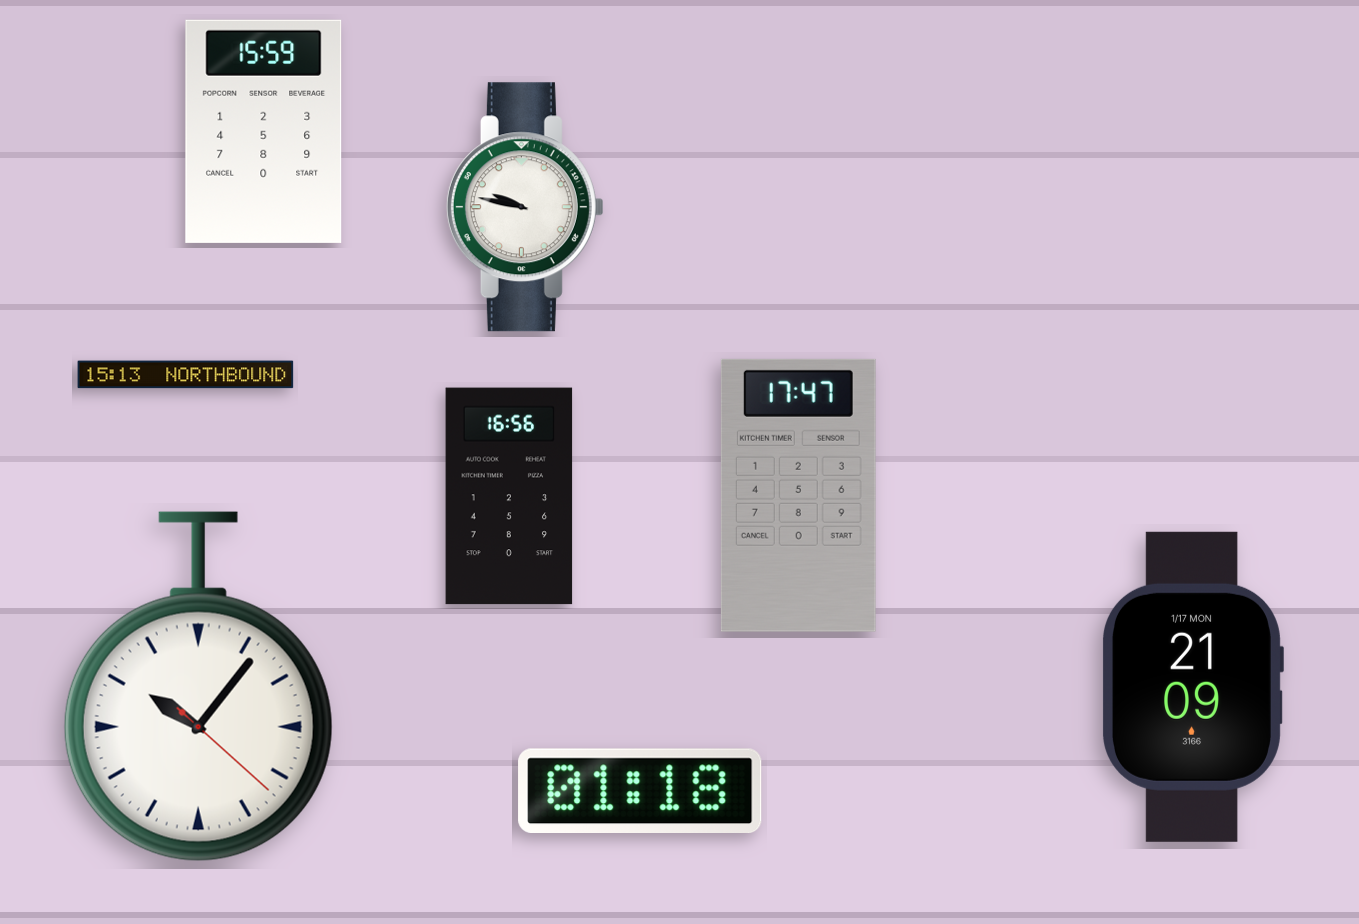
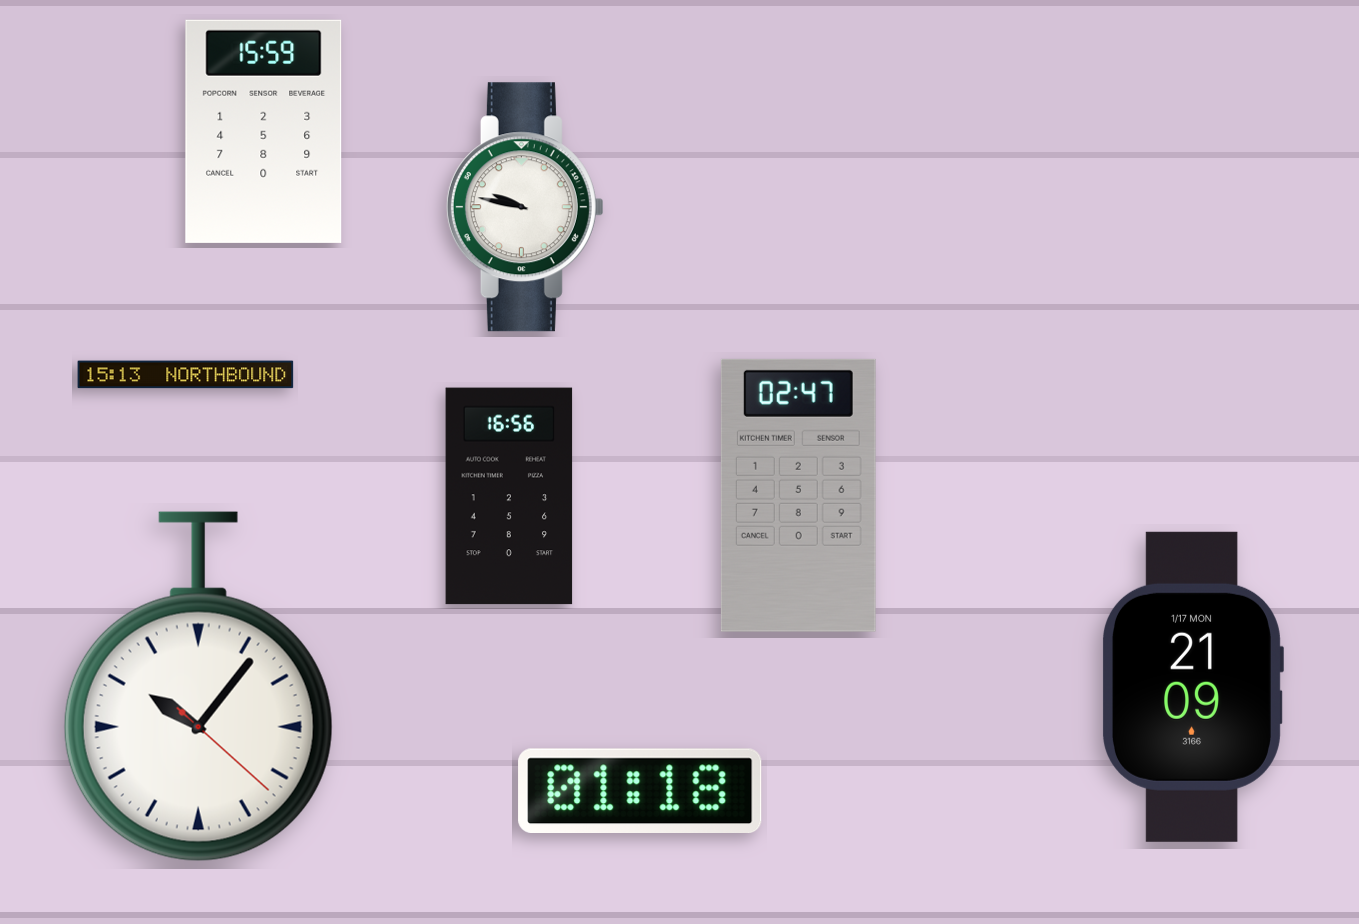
clock at (798, 495): 17:47 -> 02:47
